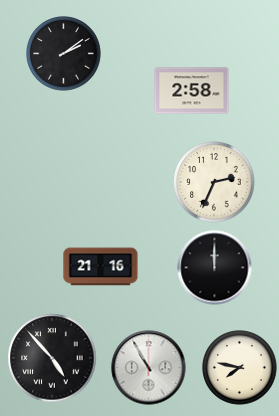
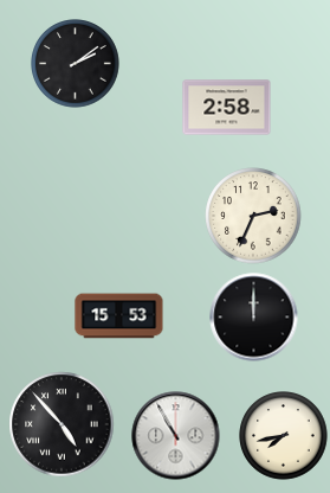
clock at (101, 267): 21:16 -> 15:53
clock at (240, 368): 7:47 -> 7:43
